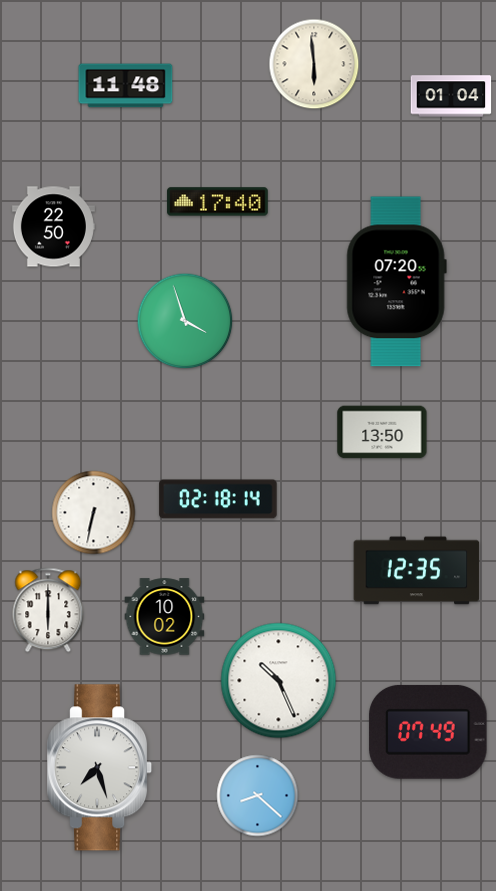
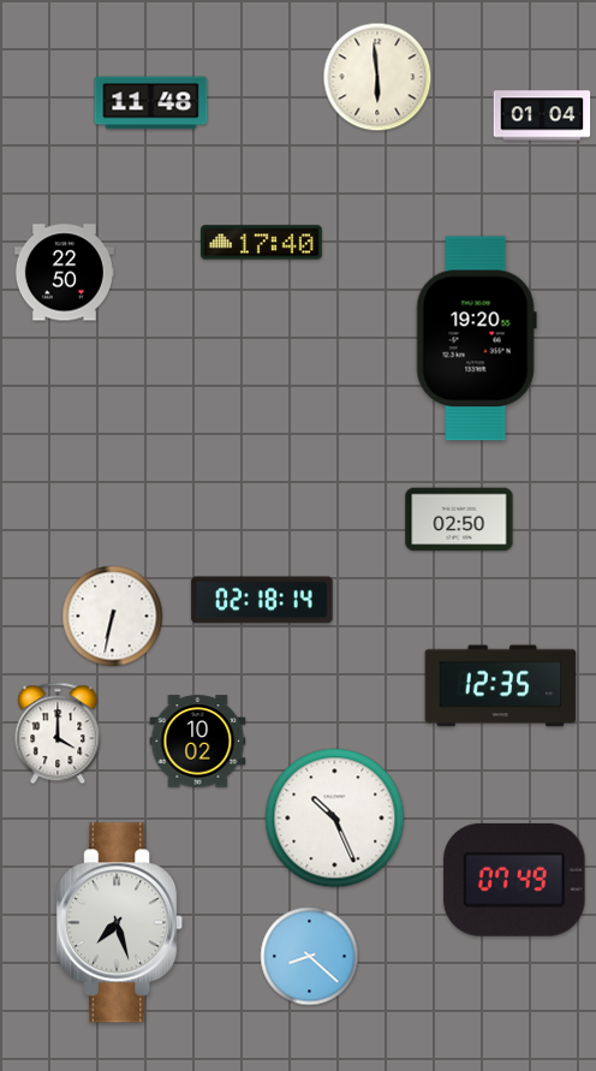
clock at (396, 282): 07:20 -> 19:20
clock at (185, 321): 3:57 -> none
clock at (382, 432): 13:50 -> 02:50
clock at (48, 610): 6:00 -> 4:00
